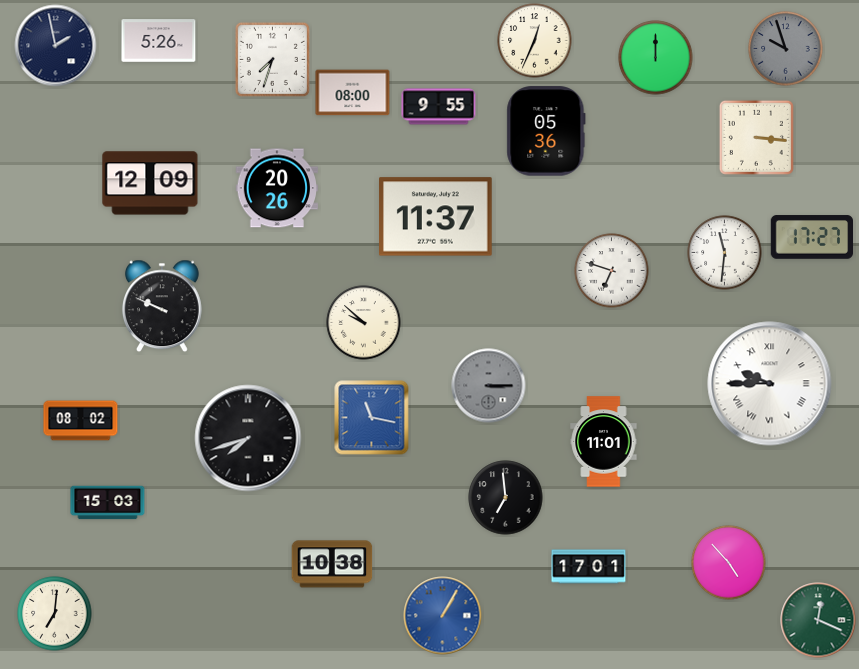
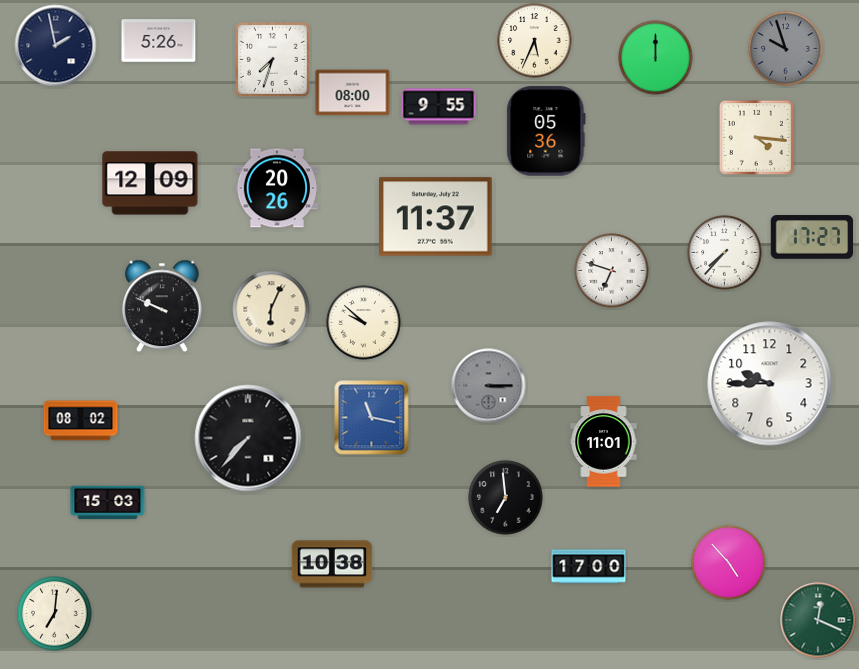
clock at (535, 41): 12:34 -> 5:34
clock at (756, 137): 3:16 -> 4:16
clock at (725, 253): 11:31 -> 7:37
clock at (271, 309): none -> 6:04
clock at (770, 384) numerals: Roman -> Arabic
clock at (248, 438): 7:42 -> 7:37
clock at (589, 567): 17:01 -> 17:00
clock at (443, 616): 1:05 -> none
